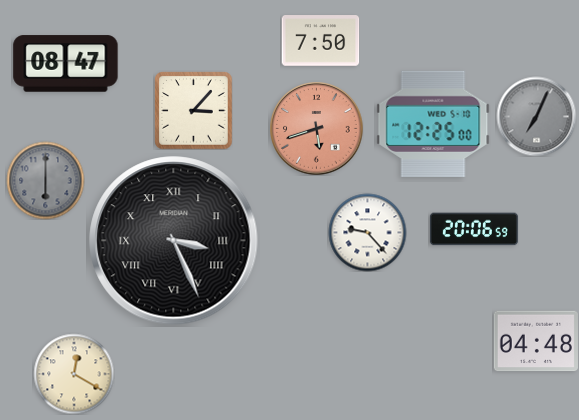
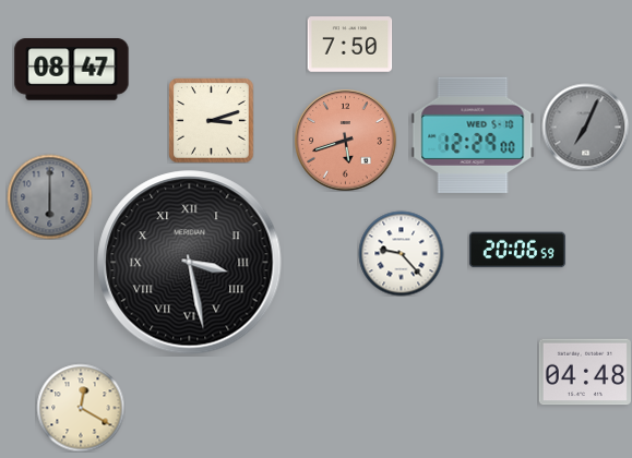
clock at (193, 110): 3:07 -> 3:12
clock at (433, 123): 12:25 -> 12:29
clock at (174, 241): 3:26 -> 3:28
